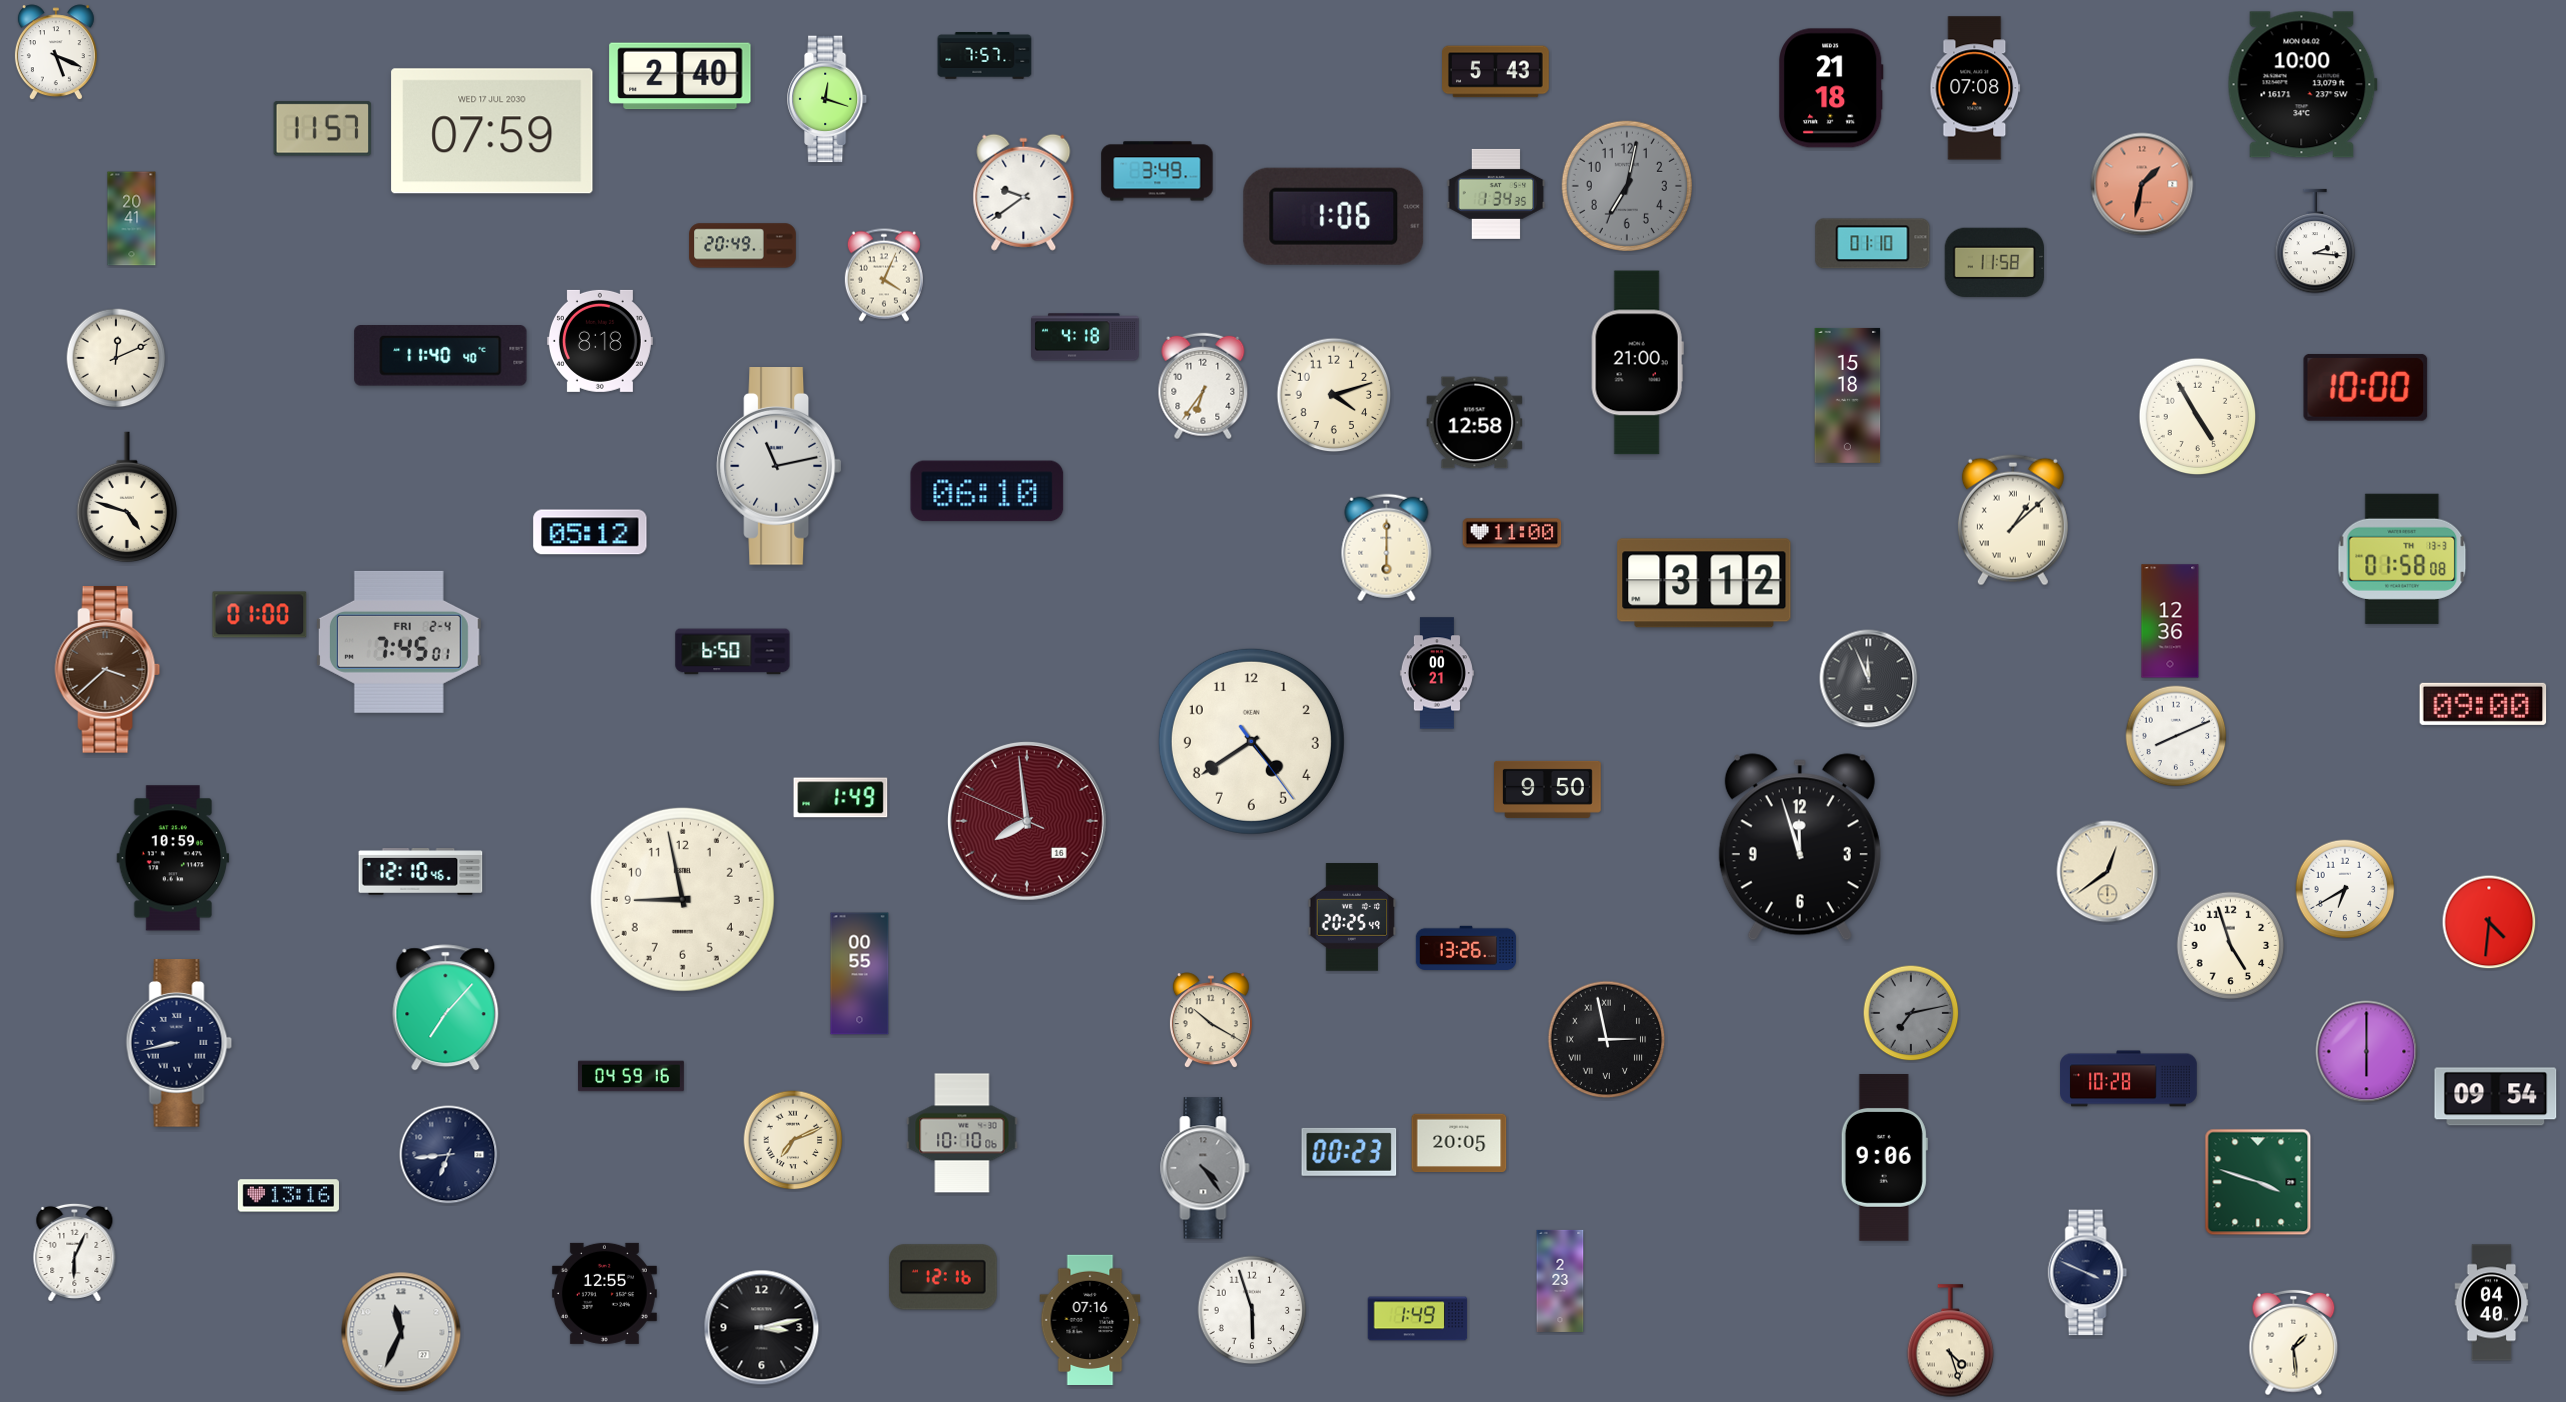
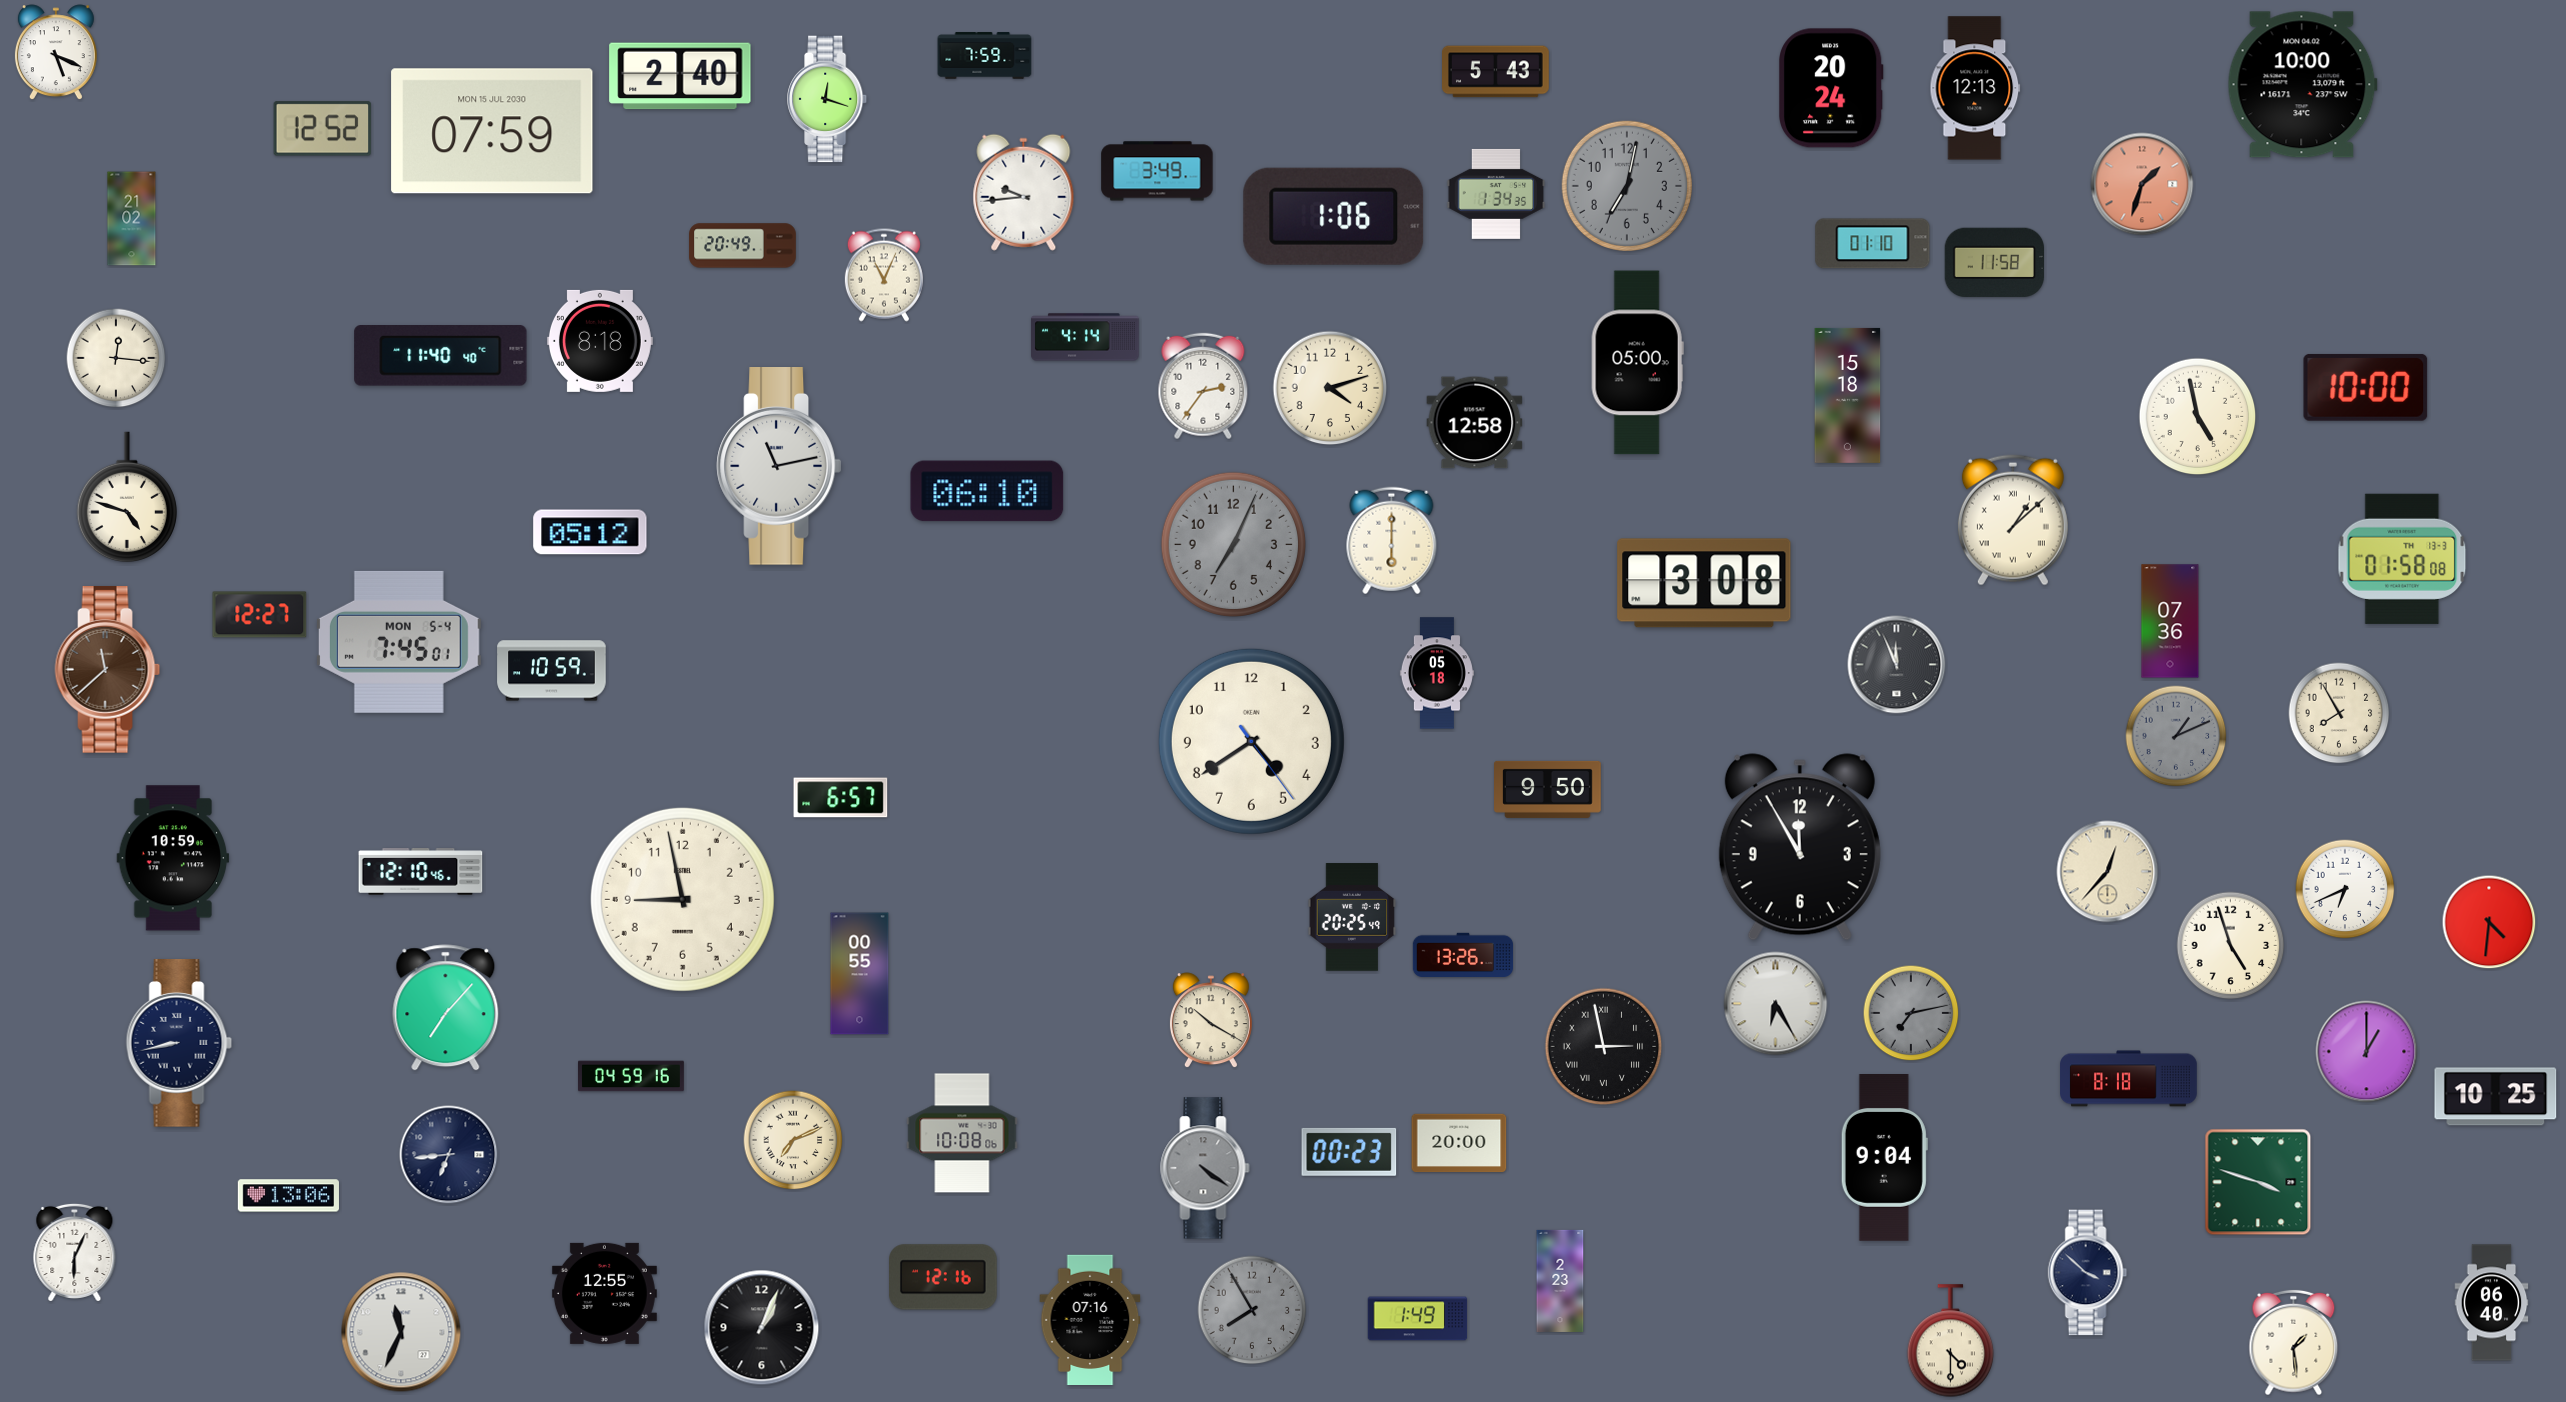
clock at (985, 56): 7:57 -> 7:59
clock at (1832, 88): 21:18 -> 20:24
clock at (1975, 88): 07:08 -> 12:13
clock at (323, 129): 11:57 -> 12:52
clock at (492, 131) date: WED 17 JUL 2030 -> MON 15 JUL 2030
clock at (2142, 184): 1:32 -> 1:33
clock at (1024, 192): 9:39 -> 9:44
clock at (132, 219): 20:41 -> 21:02
clock at (2315, 241): 2:16 -> none
clock at (884, 275): 4:04 -> 11:04
clock at (1085, 337): 4:18 -> 4:14
clock at (116, 358): 12:11 -> 12:16
clock at (1637, 363): 21:00 -> 05:00
clock at (1203, 386): 6:36 -> 2:36
clock at (1334, 395) position: (1334, 395) -> (1330, 388)
clock at (2198, 417): 4:55 -> 4:58
clock at (1512, 533): 11:00 -> none
clock at (1233, 544): none -> 7:04
clock at (1387, 548) position: (1387, 548) -> (1392, 541)
clock at (1704, 583): 3:12 -> 3:08
clock at (260, 615): 01:00 -> 12:27
clock at (2170, 621): 12:36 -> 07:36
clock at (399, 642) date: FRI 2-4 -> MON 5-4
clock at (733, 652): 6:50 -> none
clock at (108, 669): 3:38 -> 11:38
clock at (552, 671): none -> 10:59
clock at (1437, 673): 00:21 -> 05:18
clock at (1869, 679) position: (1869, 679) -> (1897, 665)
clock at (2483, 704): 09:00 -> none
clock at (2339, 713): none -> 7:55
clock at (2176, 736): 8:11 -> 1:11
clock at (2176, 736) dial: white -> grey
clock at (841, 798): 1:49 -> 6:57
clock at (1027, 821): 7:58 -> none
clock at (1800, 847): 11:57 -> 11:55
clock at (2108, 872): 12:39 -> 12:37
clock at (2345, 889): 6:40 -> 6:41
clock at (1466, 948) position: (1466, 948) -> (1463, 955)
clock at (1776, 1004): none -> 6:25
clock at (1607, 1040) position: (1607, 1040) -> (1604, 1047)
clock at (2367, 1052): 6:00 -> 1:00
clock at (2129, 1079): 10:28 -> 8:18
clock at (2496, 1097): 09:54 -> 10:25
clock at (962, 1133): 10:10 -> 10:08
clock at (1459, 1143): 20:05 -> 20:00
clock at (1884, 1158): 9:06 -> 9:04
clock at (1205, 1168): 4:24 -> 4:21
clock at (288, 1196): 13:16 -> 13:06
clock at (2088, 1273): 3:49 -> 3:52
clock at (2492, 1303): 04:40 -> 06:40
clock at (1252, 1310): 5:57 -> 7:55
clock at (1252, 1310) dial: white -> grey
clock at (762, 1328): 3:13 -> 1:04
clock at (1951, 1341): 4:27 -> 4:30
